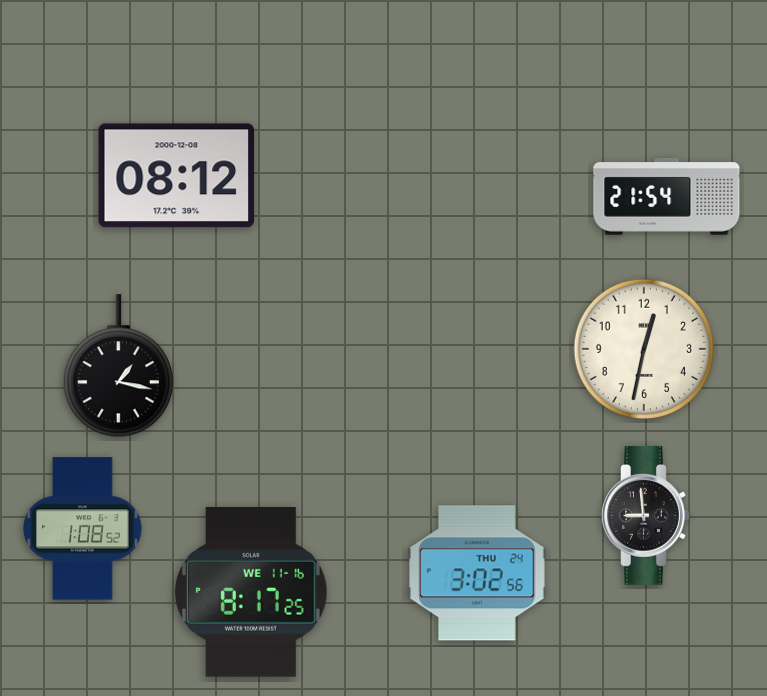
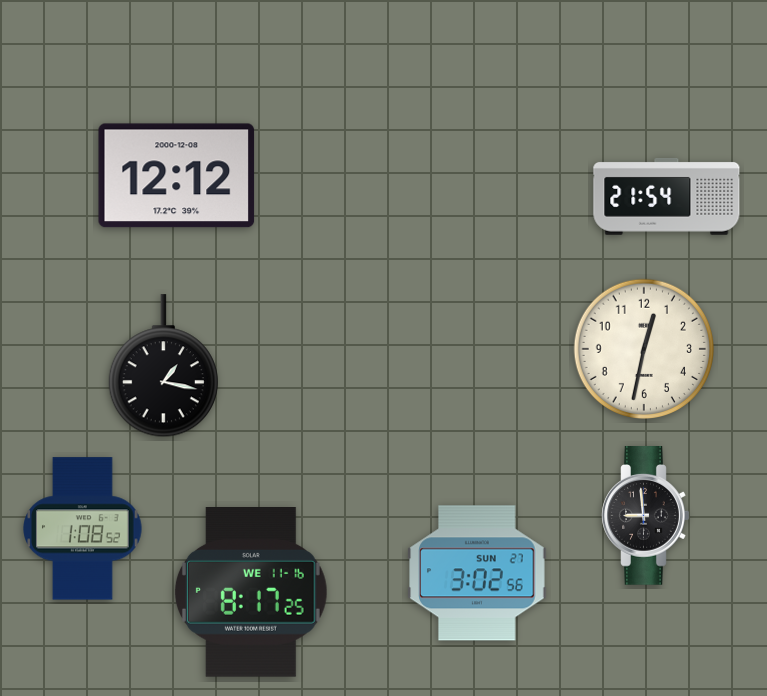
clock at (177, 176): 08:12 -> 12:12
clock at (118, 366) position: (118, 366) -> (163, 366)
clock at (477, 573) date: THU 24 -> SUN 27
